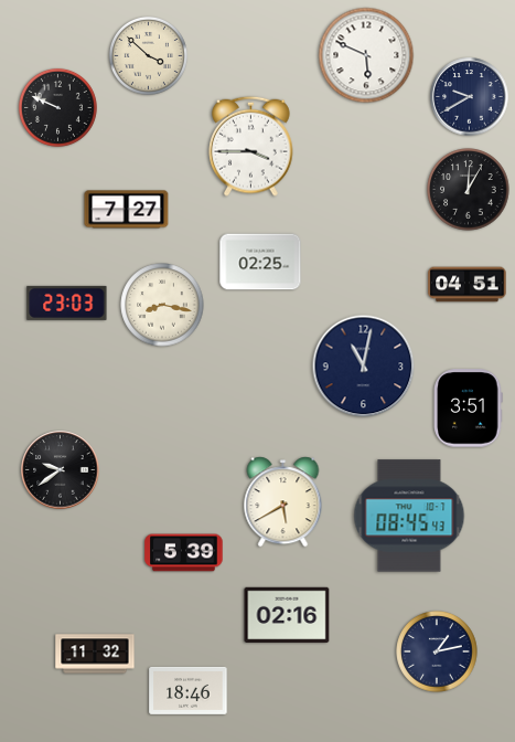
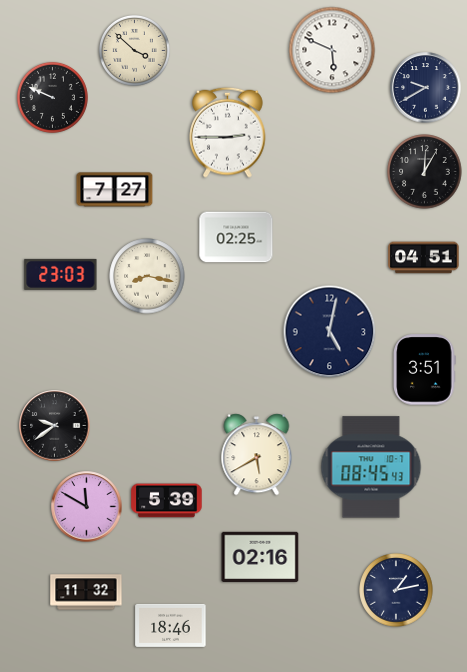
clock at (251, 146): 3:45 -> 2:45
clock at (364, 367): 11:02 -> 5:02
clock at (87, 507): none -> 11:50
